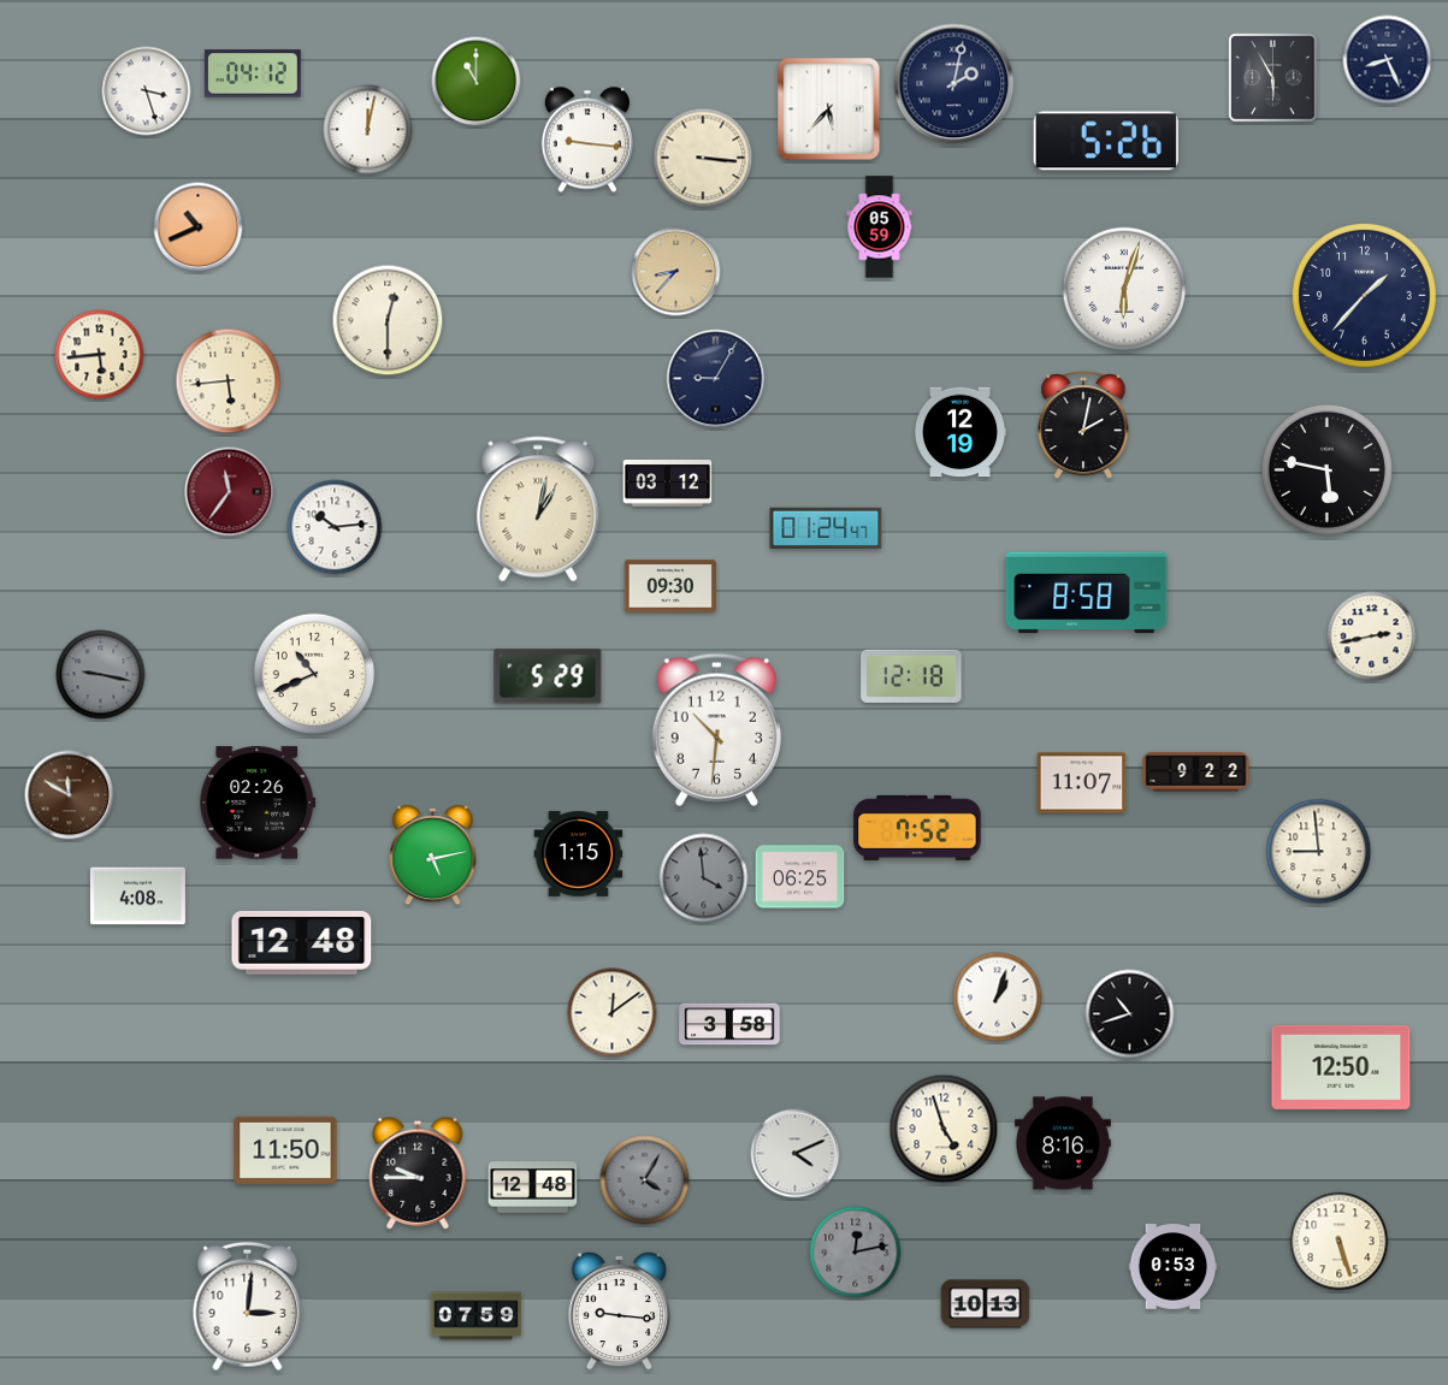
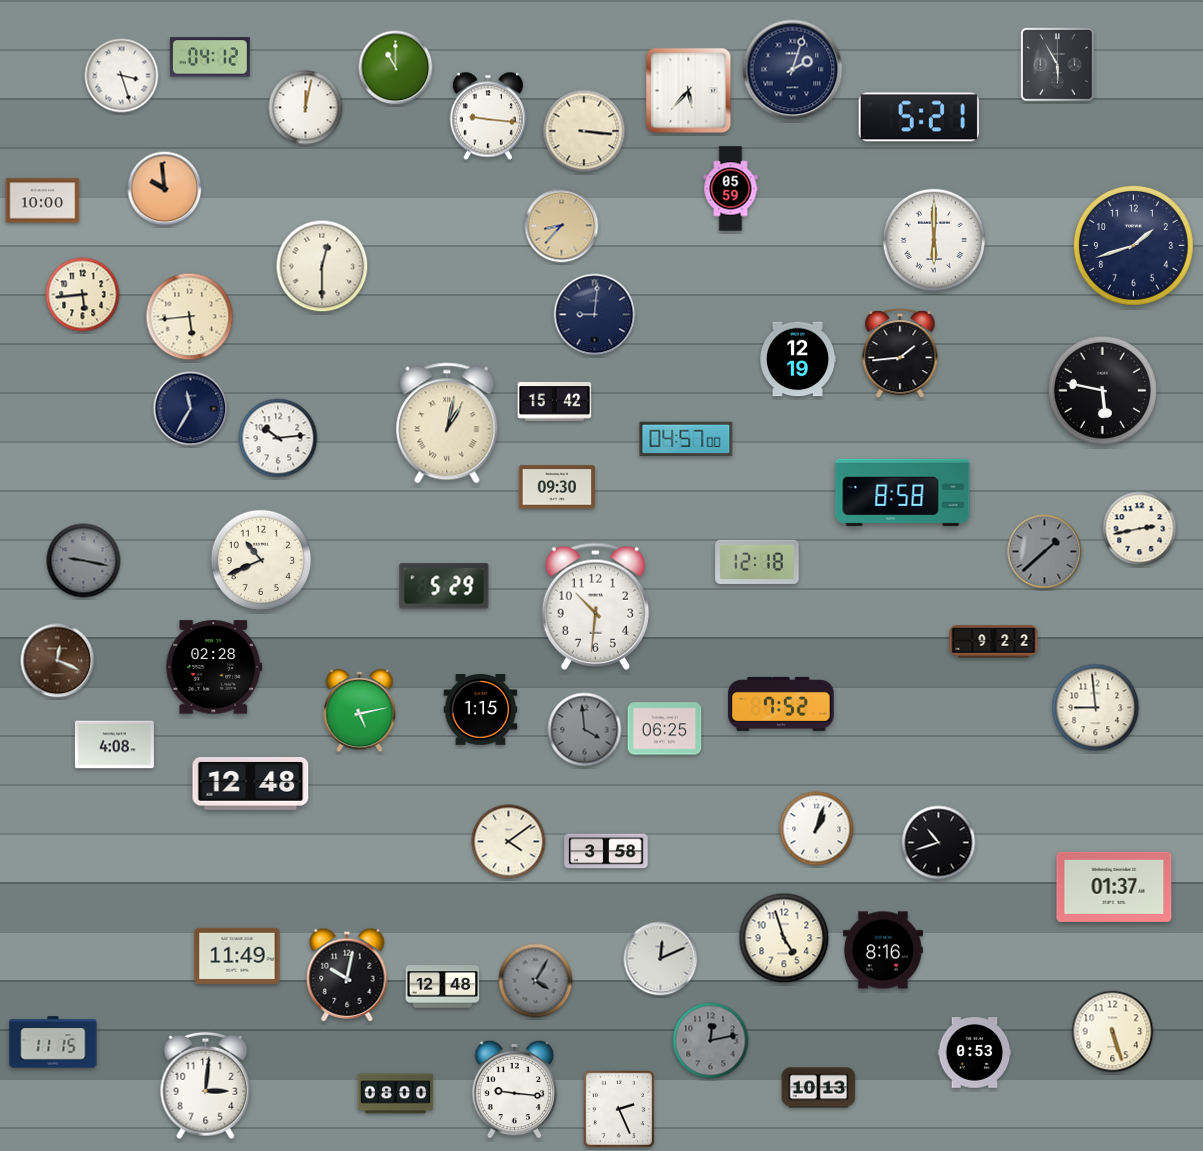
clock at (1388, 60): 8:26 -> none
clock at (253, 73) position: (253, 73) -> (210, 57)
clock at (955, 84): 2:02 -> 2:03
clock at (1105, 141): 5:26 -> 5:21
clock at (199, 227): 10:41 -> 9:59
clock at (43, 201): none -> 10:00
clock at (1124, 289): 6:03 -> 6:00
clock at (1364, 295): 1:37 -> 1:42
clock at (716, 379): 9:05 -> 9:01
clock at (1083, 426): 2:02 -> 1:44
clock at (668, 484): 03:12 -> 15:42
clock at (230, 492): 11:36 -> 11:35
clock at (230, 492) dial: burgundy -> navy
clock at (826, 527): 01:24 -> 04:57
clock at (1045, 552): none -> 1:38
clock at (548, 676) position: (548, 676) -> (444, 586)
clock at (1082, 783): 11:07 -> none
clock at (70, 795): 11:50 -> 12:19
clock at (258, 803): 02:26 -> 02:28
clock at (917, 828) position: (917, 828) -> (781, 704)
clock at (998, 998) position: (998, 998) -> (817, 829)
clock at (613, 1013): 12:09 -> 4:09
clock at (1341, 1067): 12:50 -> 01:37
clock at (285, 1150): 11:50 -> 11:49
clock at (796, 1154): 4:11 -> 12:11
clock at (418, 1173): 9:45 -> 10:02
clock at (53, 1042): none -> 11:15
clock at (986, 1304) position: (986, 1304) -> (819, 1088)
clock at (477, 1316): 07:59 -> 08:00
clock at (618, 1109): none -> 2:26
